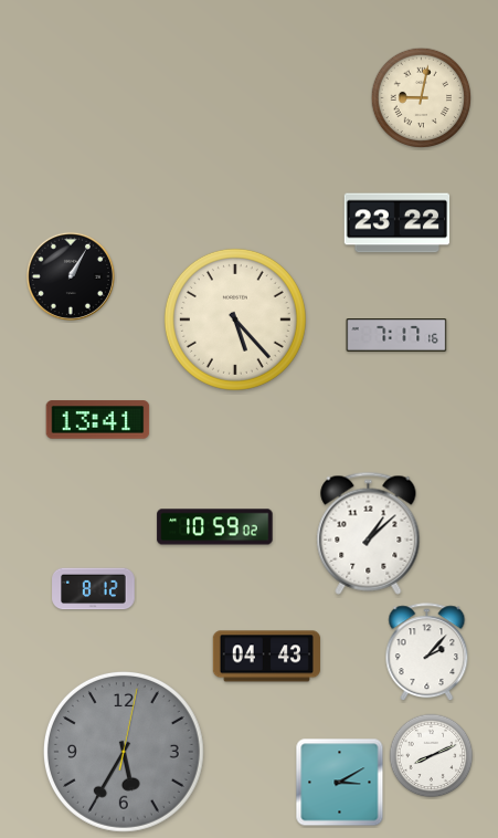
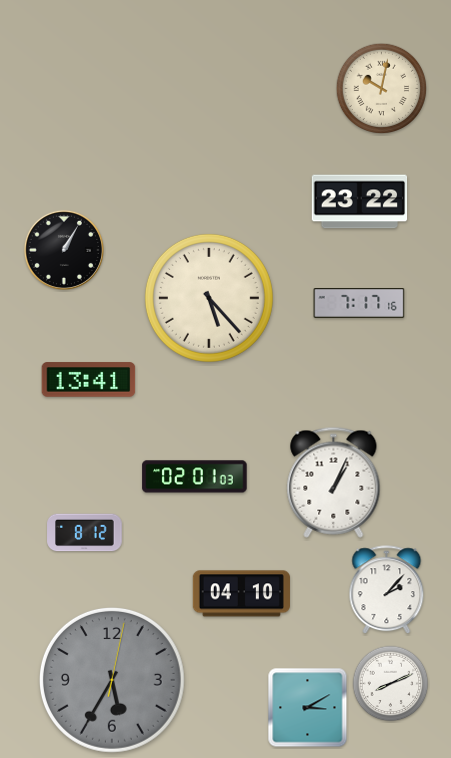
clock at (422, 98): 9:02 -> 10:02
clock at (235, 320) position: (235, 320) -> (209, 298)
clock at (215, 527): 10:59 -> 02:01
clock at (369, 533): 1:08 -> 1:04
clock at (266, 657): 04:43 -> 04:10
